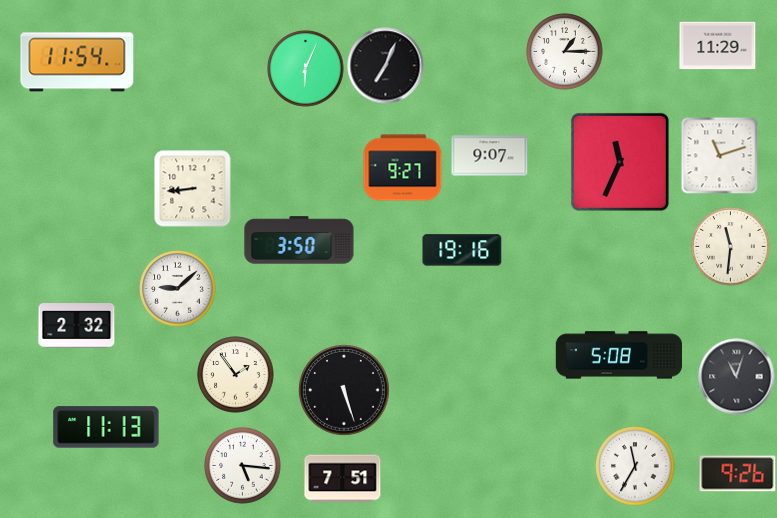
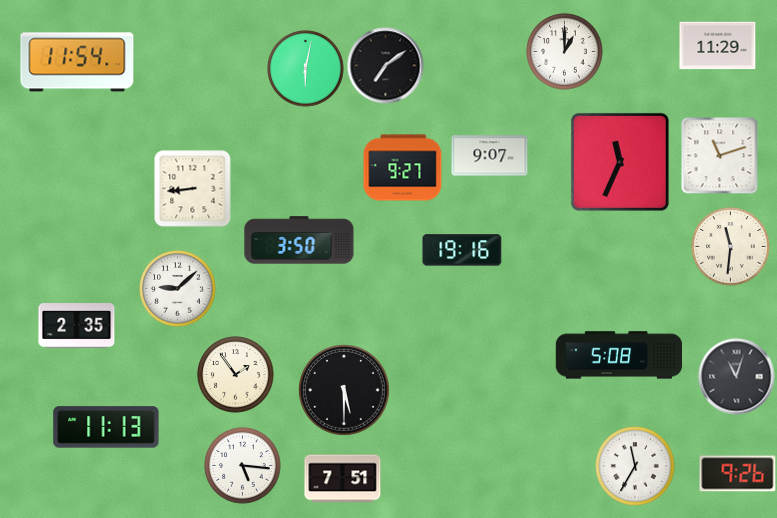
clock at (565, 52): 1:15 -> 1:00
clock at (386, 66): 7:04 -> 7:09
clock at (306, 69): 6:04 -> 6:02
clock at (77, 326): 2:32 -> 2:35
clock at (345, 391): 5:27 -> 5:30
